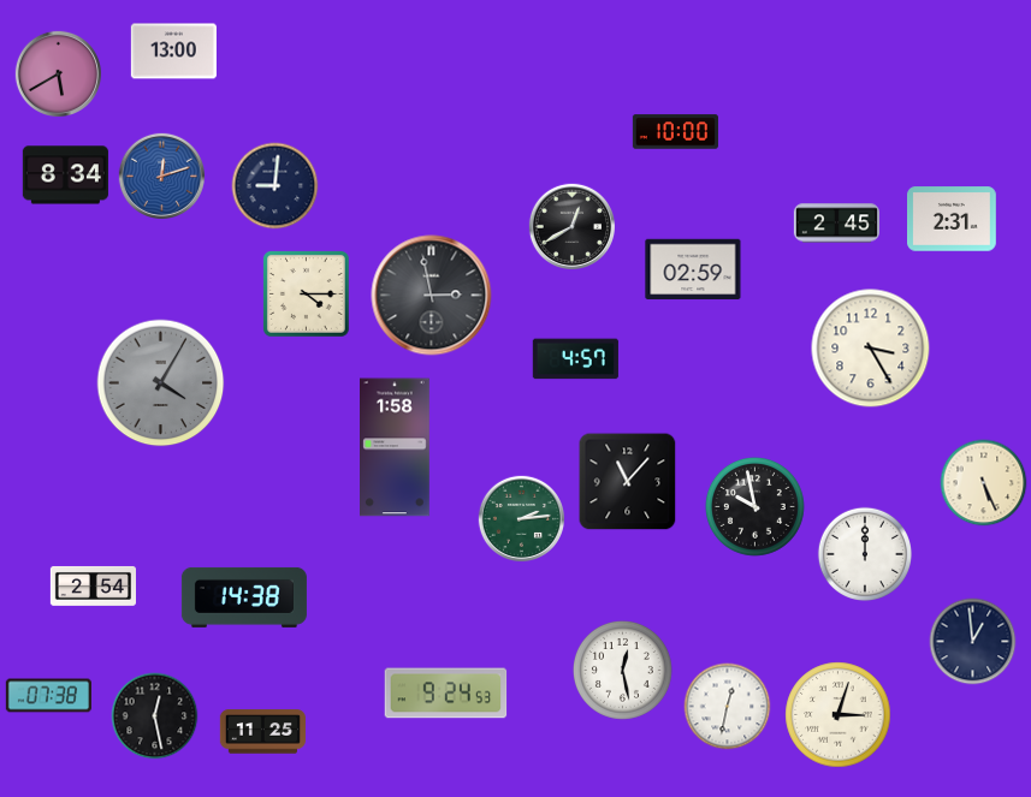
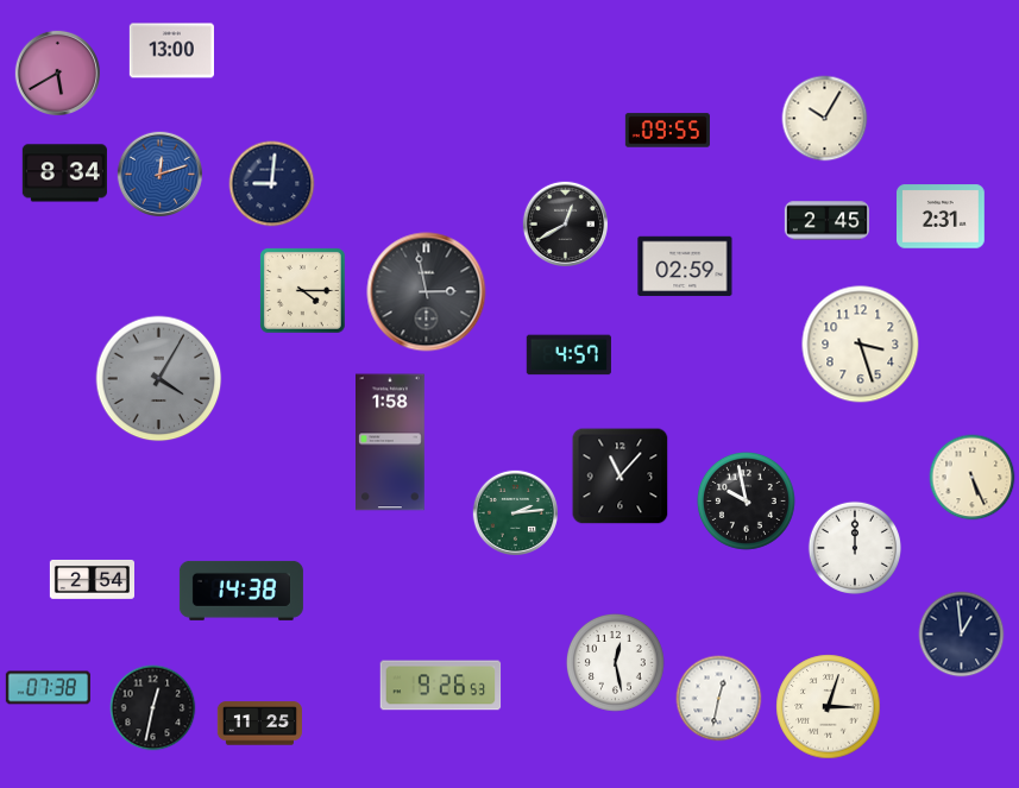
clock at (825, 119): none -> 10:05
clock at (675, 132): 10:00 -> 09:55
clock at (871, 349): 3:25 -> 3:27
clock at (446, 694): 9:24 -> 9:26
clock at (155, 716): 12:28 -> 12:32
